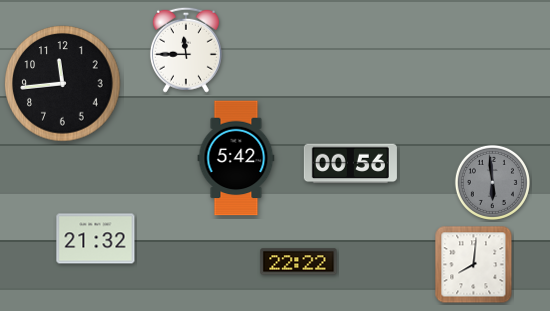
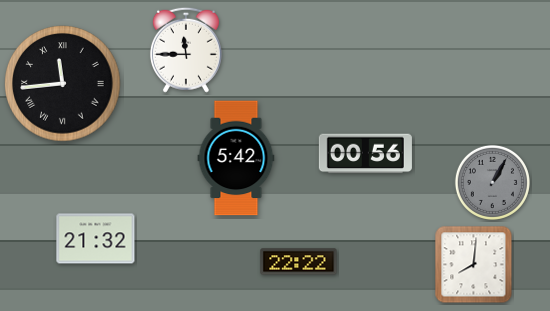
clock at (63, 84) numerals: Arabic -> Roman
clock at (350, 164) position: (350, 164) -> (365, 154)
clock at (492, 182): 5:59 -> 1:05
